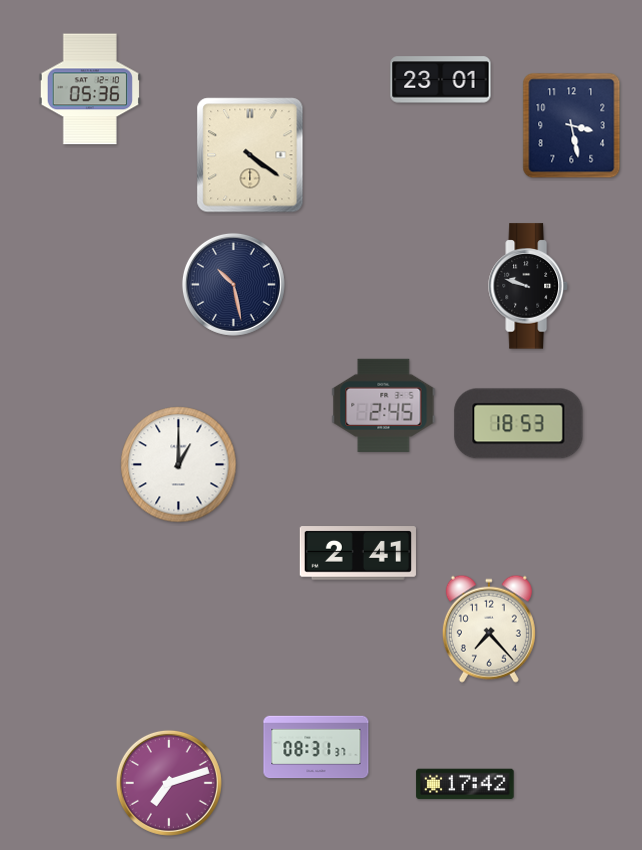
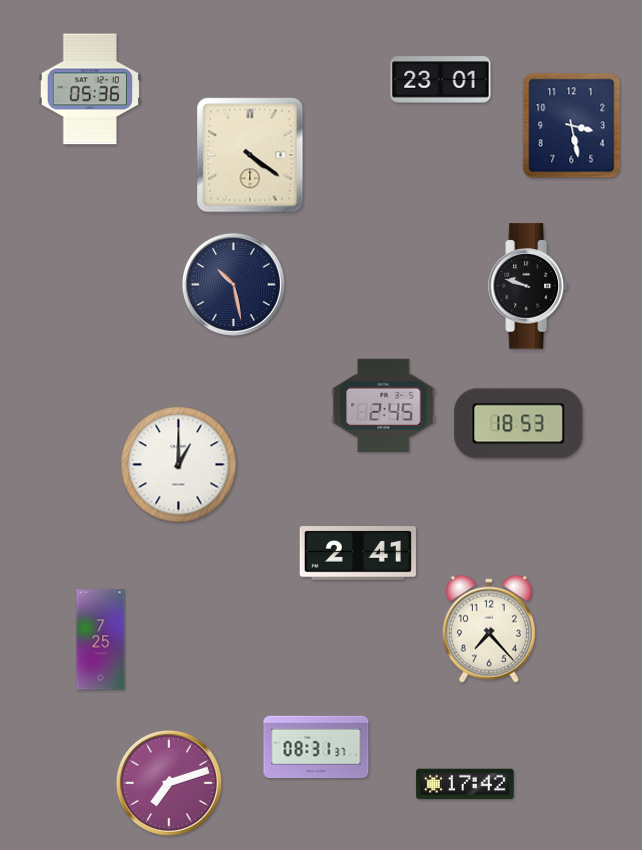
clock at (101, 640): none -> 7:25
